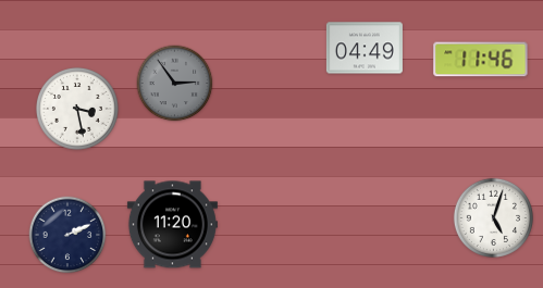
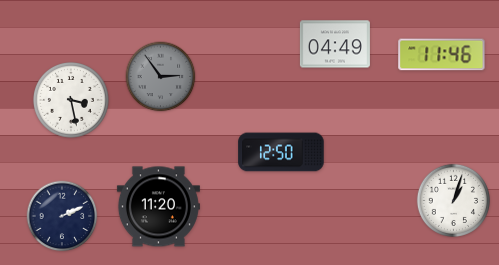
clock at (281, 152): none -> 12:50
clock at (493, 217): 5:03 -> 1:03
